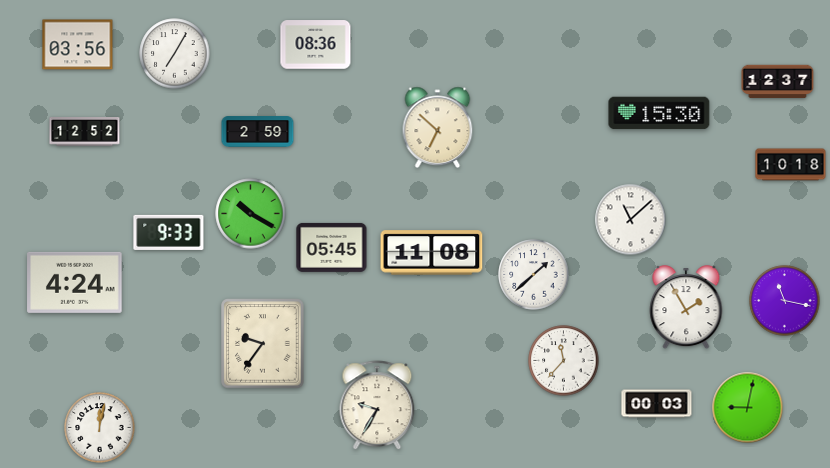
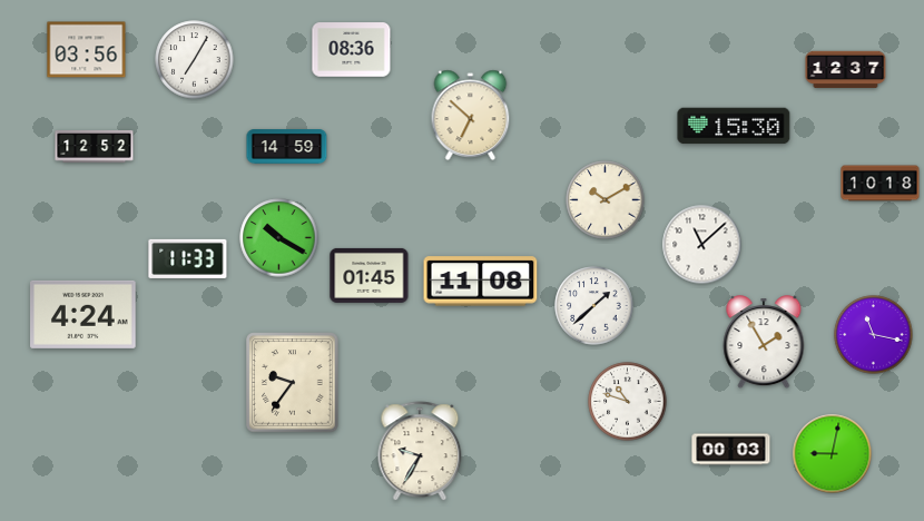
clock at (778, 82) position: (778, 82) -> (846, 70)
clock at (438, 128) position: (438, 128) -> (471, 116)
clock at (258, 132): 2:59 -> 14:59
clock at (606, 200): none -> 10:10
clock at (169, 232): 9:33 -> 11:33
clock at (332, 247): 05:45 -> 01:45
clock at (564, 361): 11:37 -> 10:48
clock at (100, 428): 12:02 -> none
